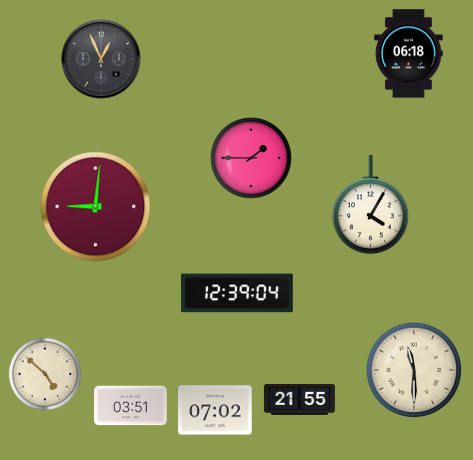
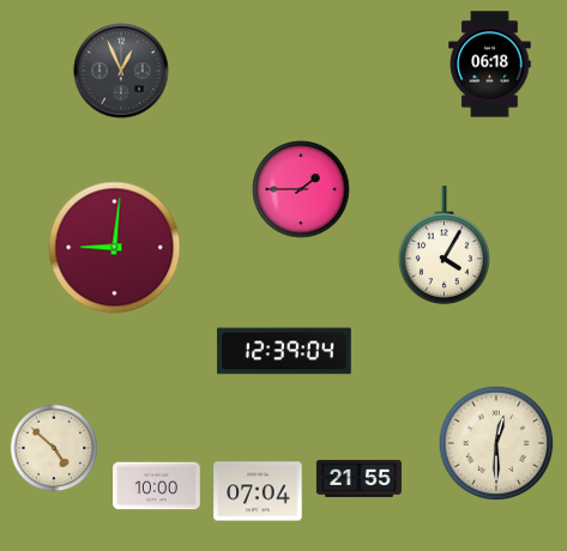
clock at (414, 370): 11:30 -> 12:30
clock at (131, 406): 03:51 -> 10:00
clock at (215, 410): 07:02 -> 07:04
